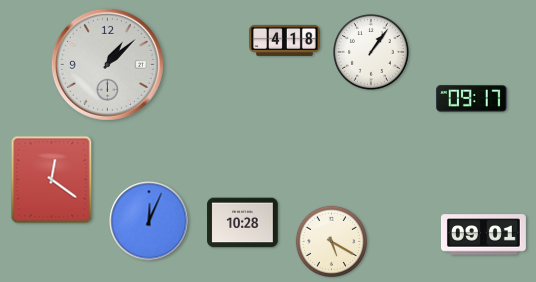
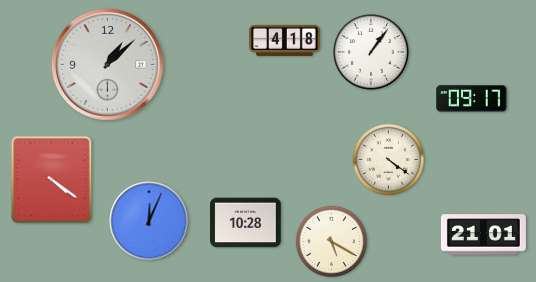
clock at (388, 159): none -> 4:21
clock at (52, 180): 12:21 -> 4:21
clock at (243, 223) position: (243, 223) -> (246, 223)
clock at (483, 235): 09:01 -> 21:01
